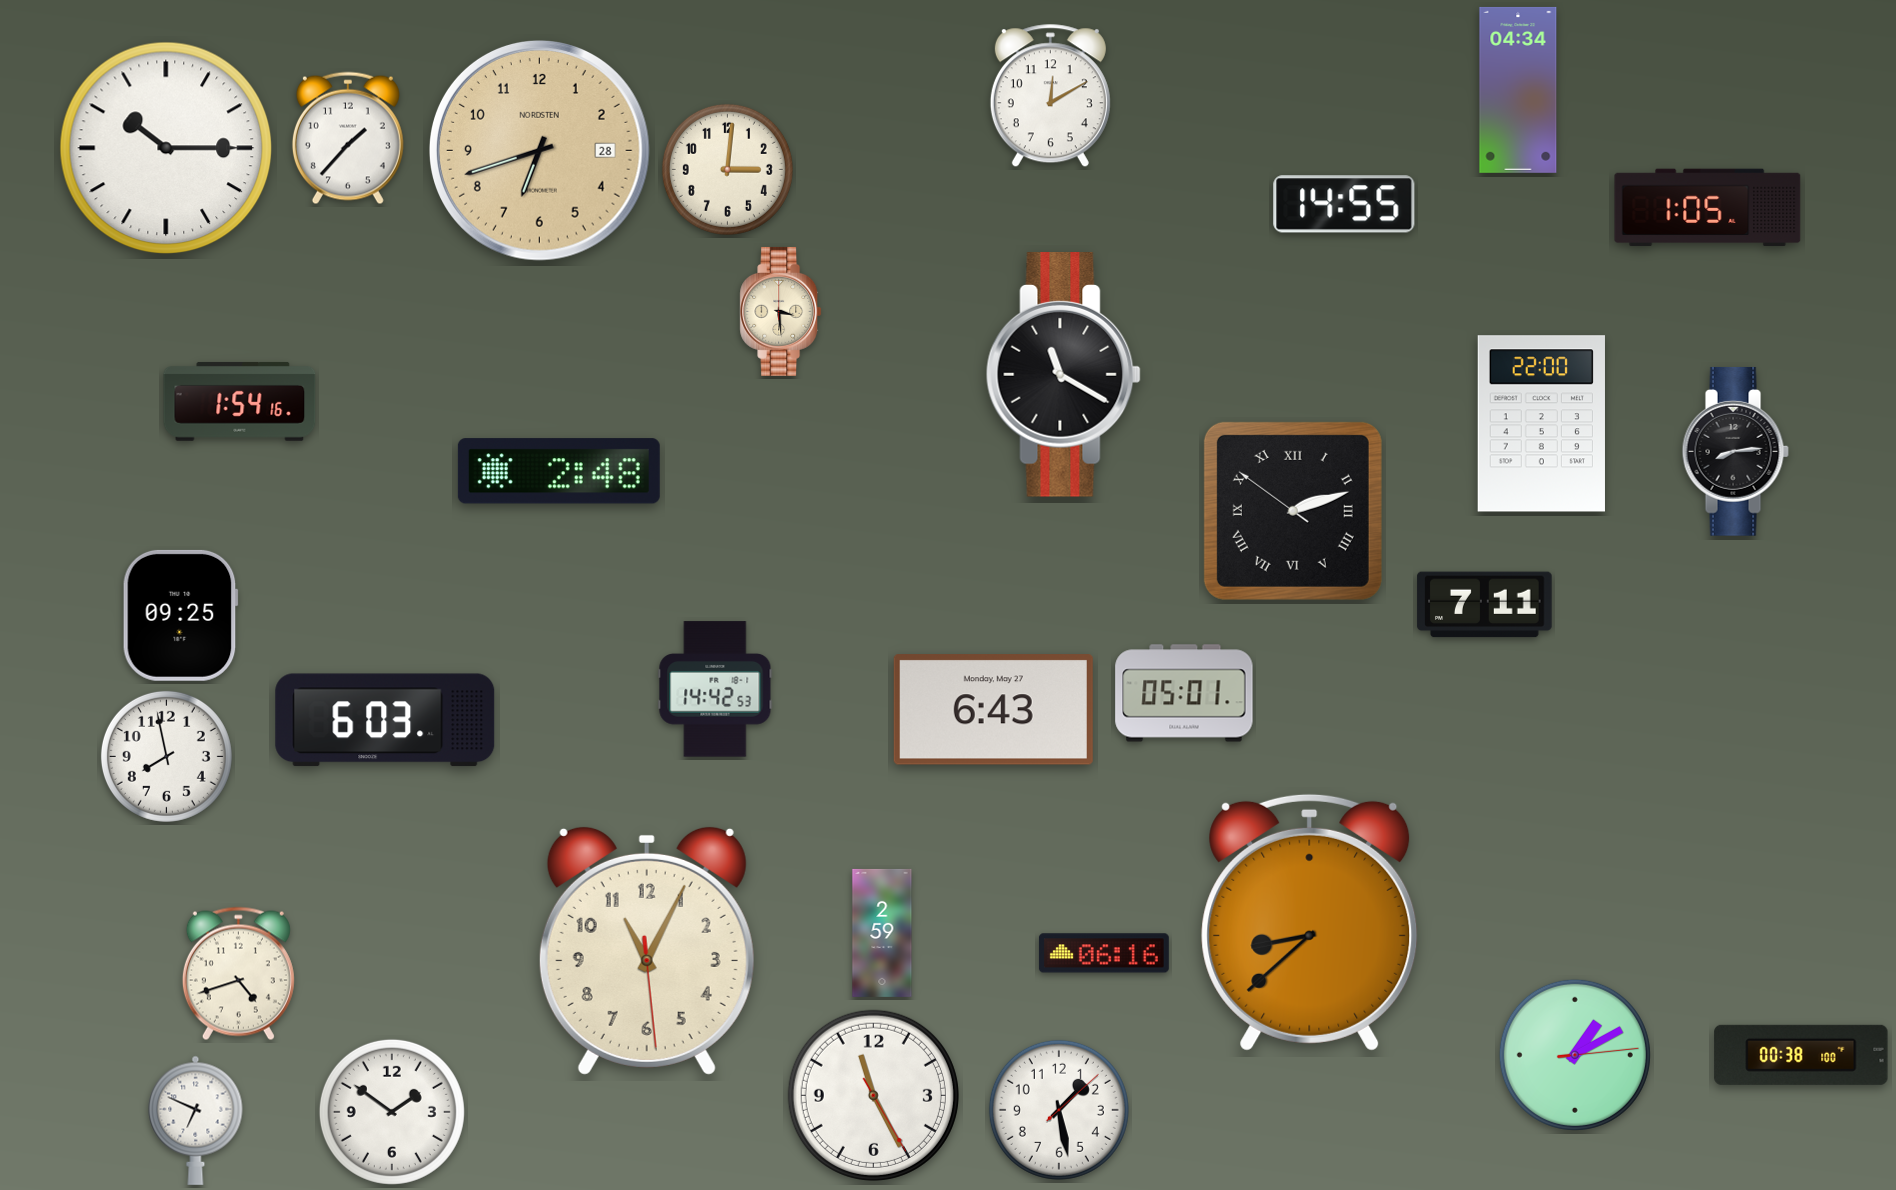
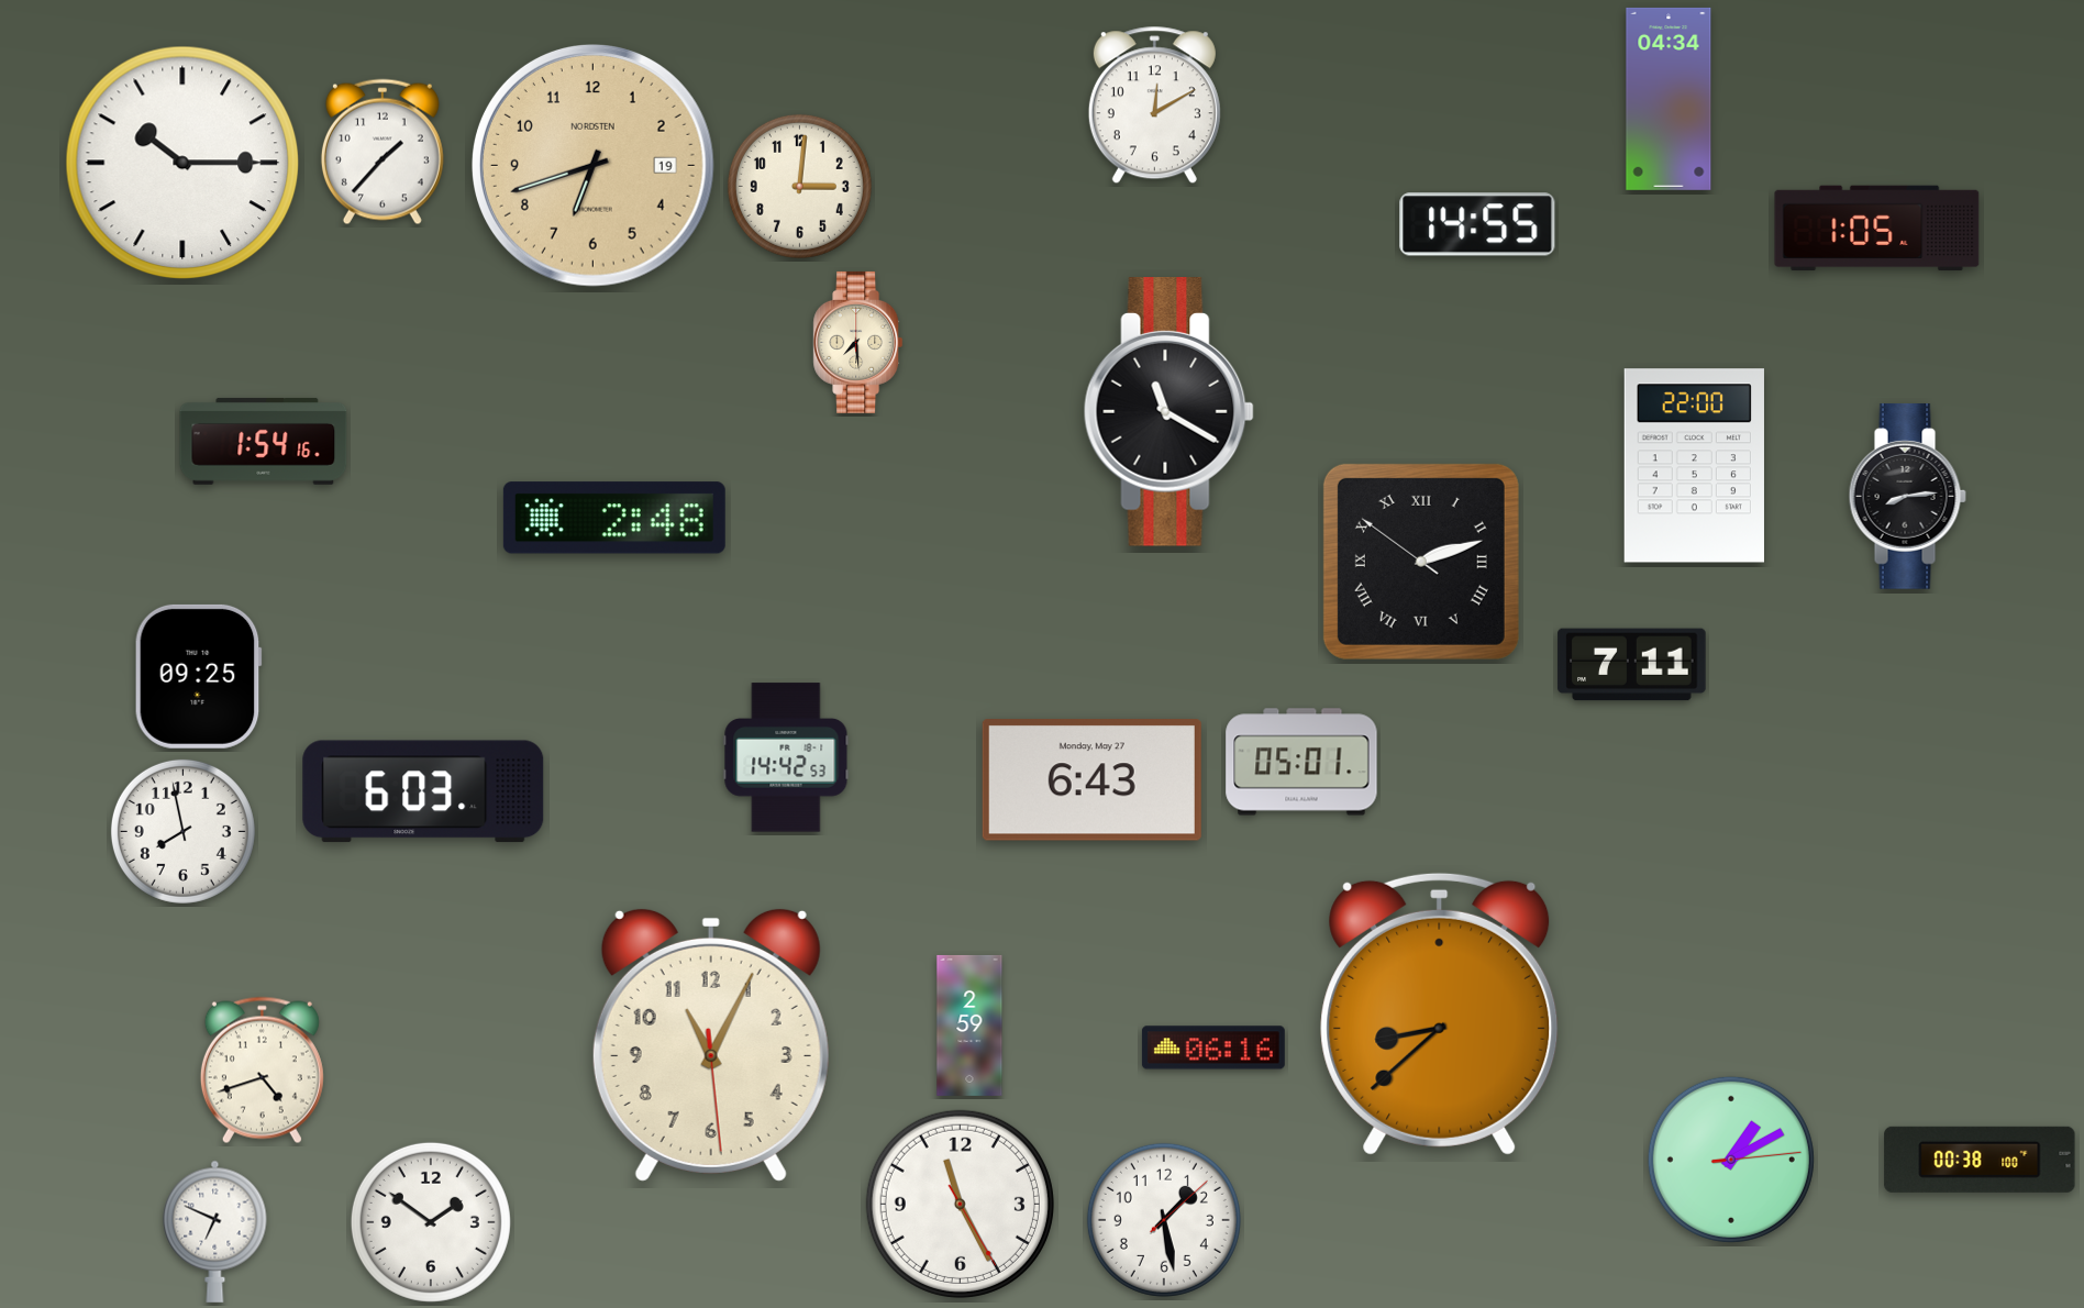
clock at (540, 151) date: 28 -> 19
clock at (781, 311): 3:29 -> 7:29
